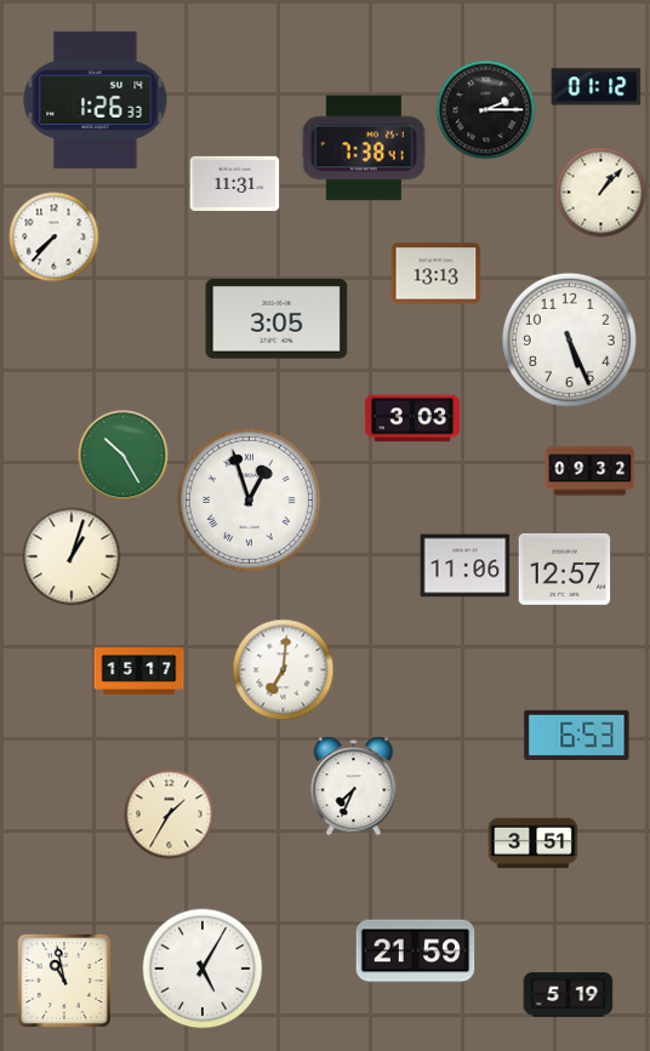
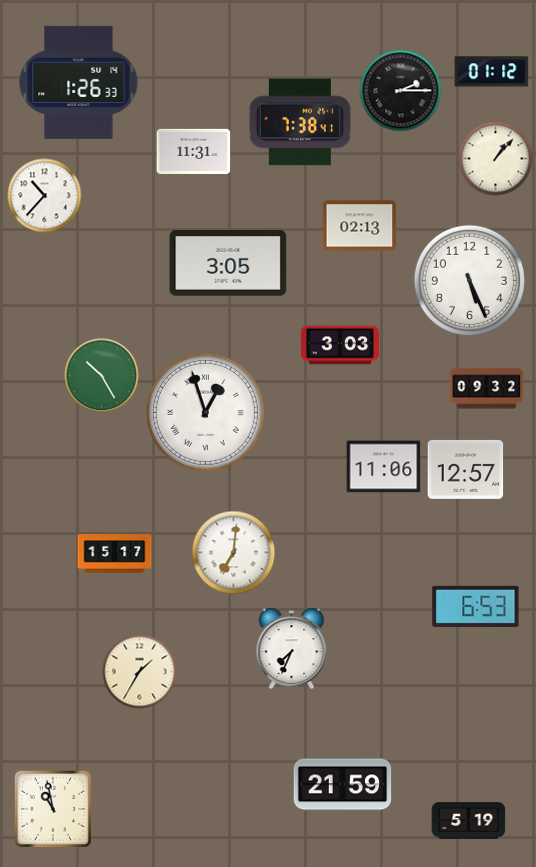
clock at (55, 238): 7:37 -> 10:37
clock at (437, 274): 13:13 -> 02:13
clock at (72, 556): 1:03 -> none
clock at (534, 844): 3:51 -> none
clock at (203, 969): 5:05 -> none
